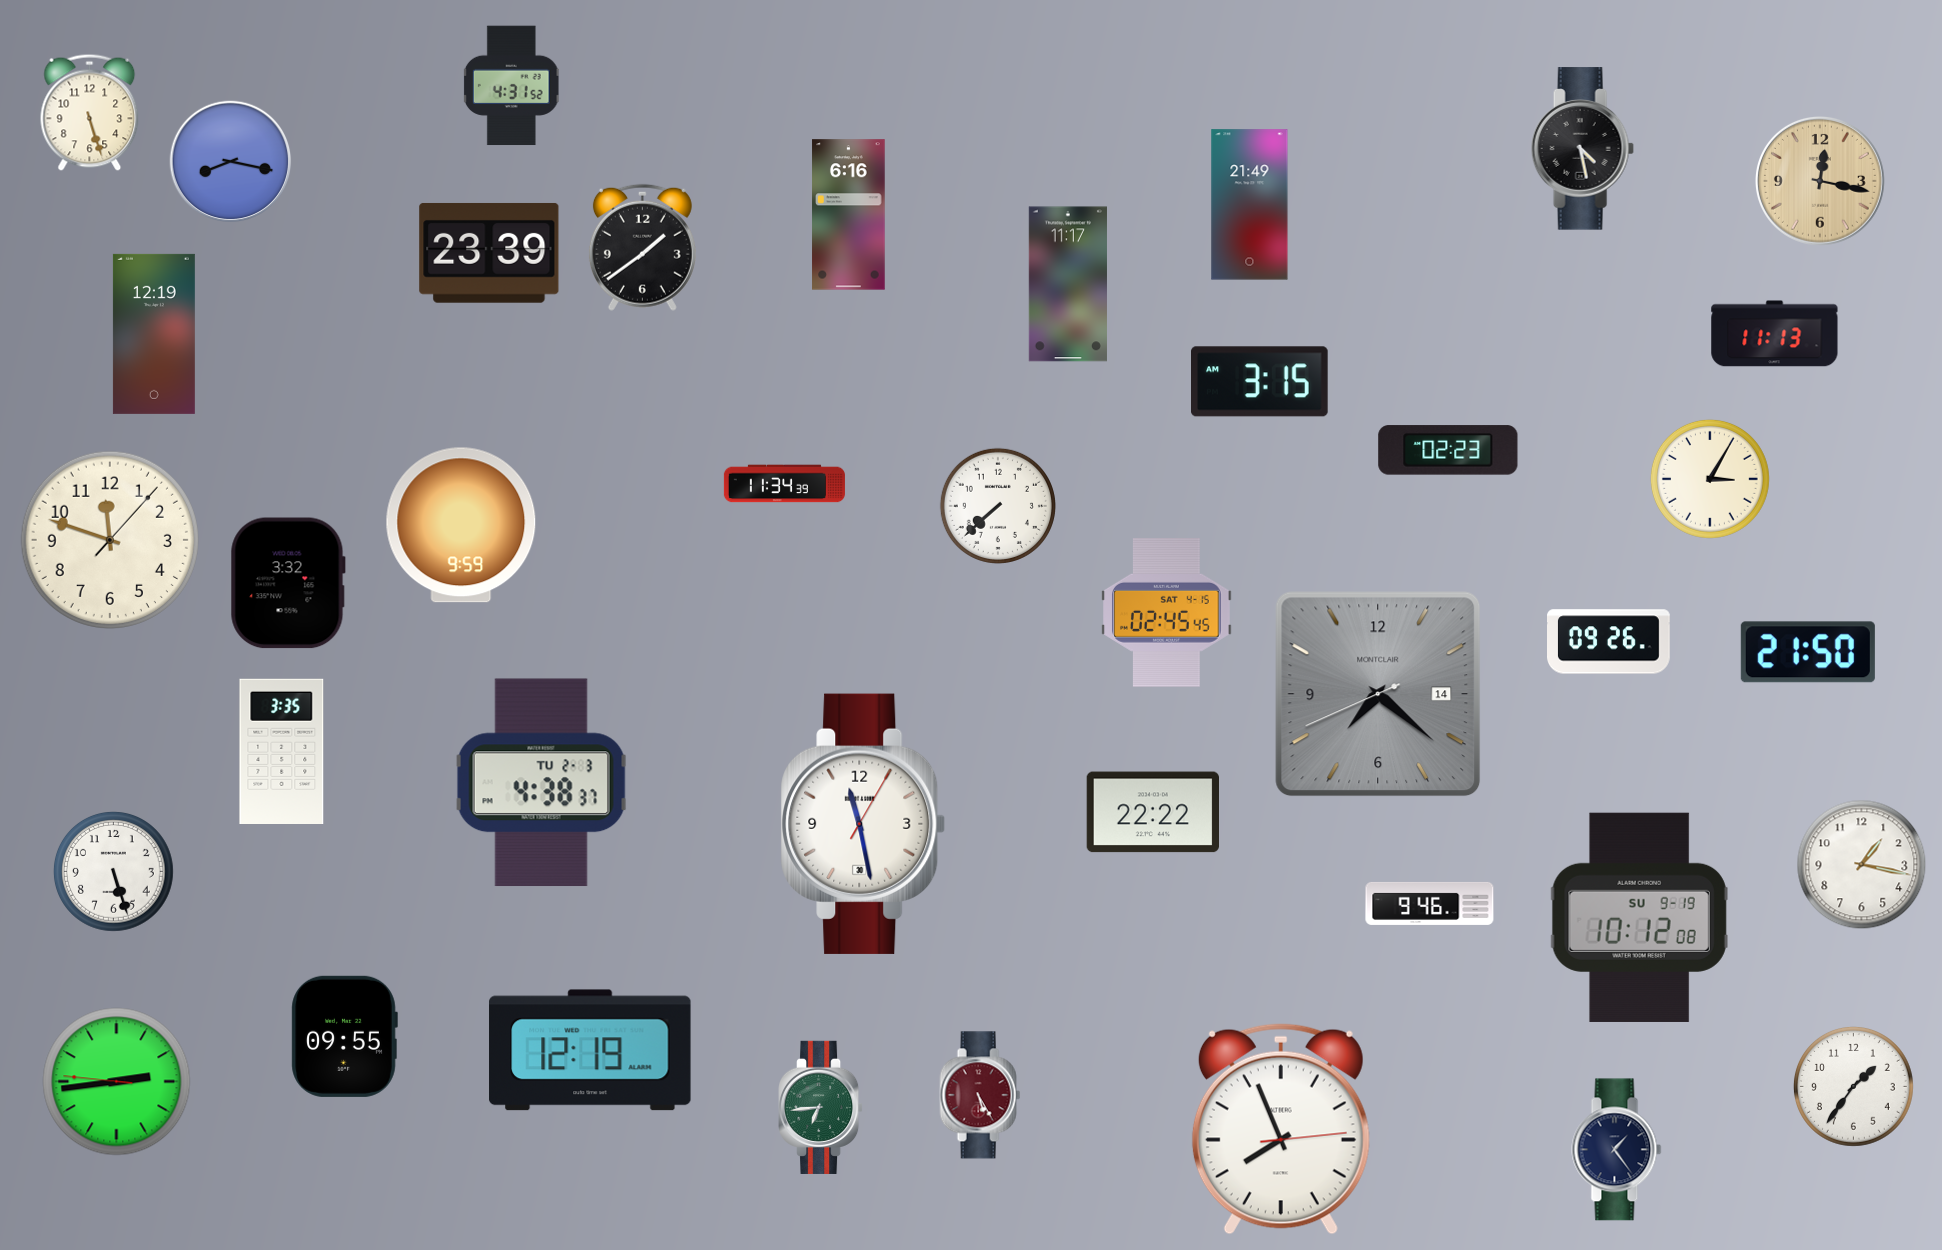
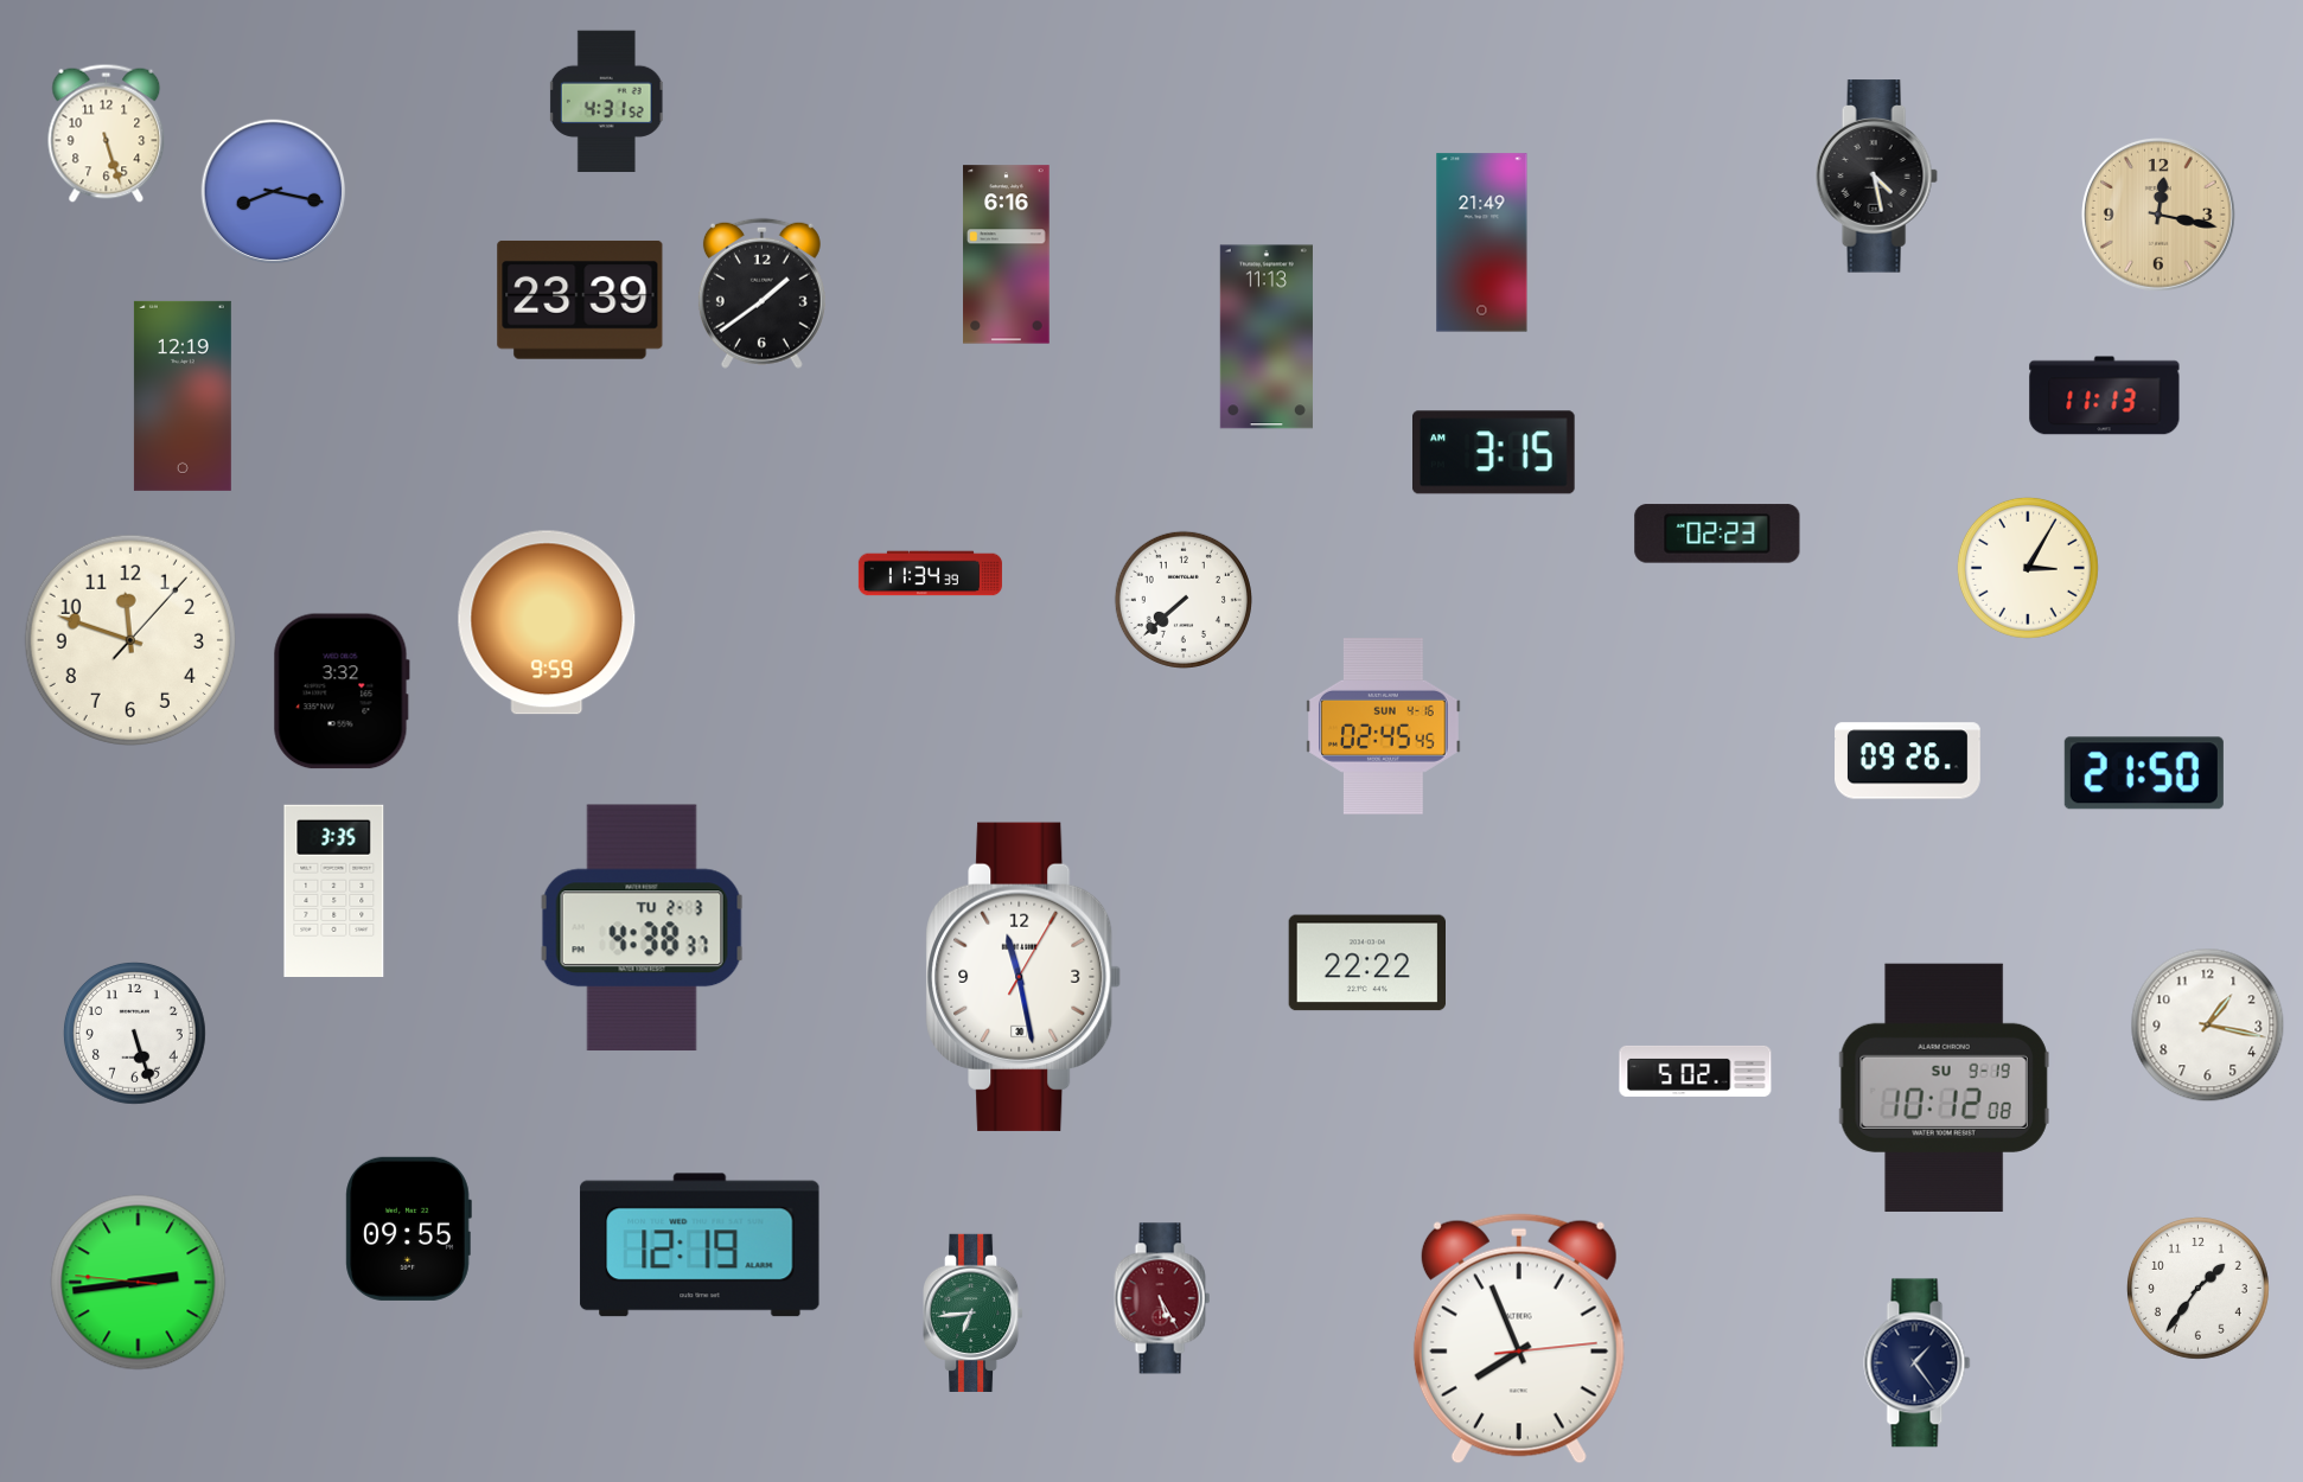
clock at (1068, 284): 11:17 -> 11:13
clock at (1167, 613) date: SAT 4-15 -> SUN 4-16
clock at (1378, 694): 7:21 -> none
clock at (1430, 903): 9:46 -> 5:02
